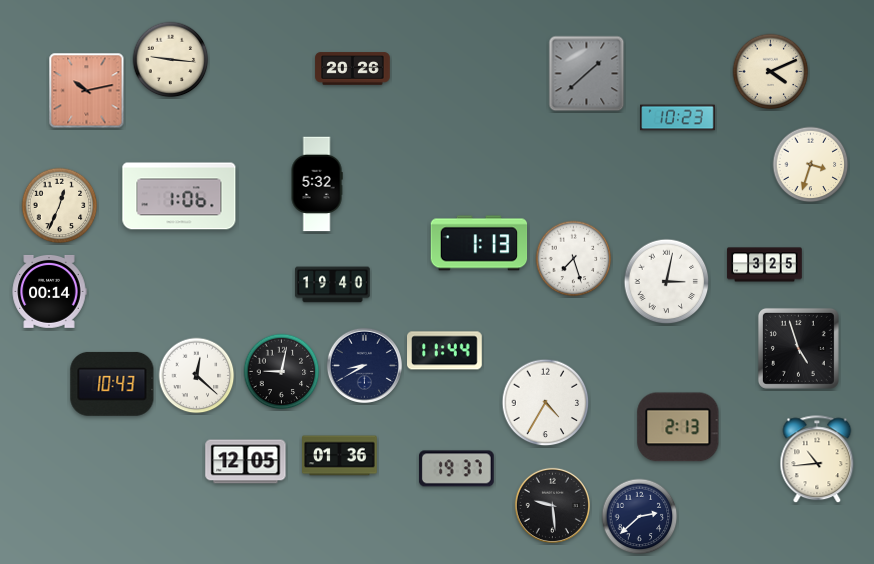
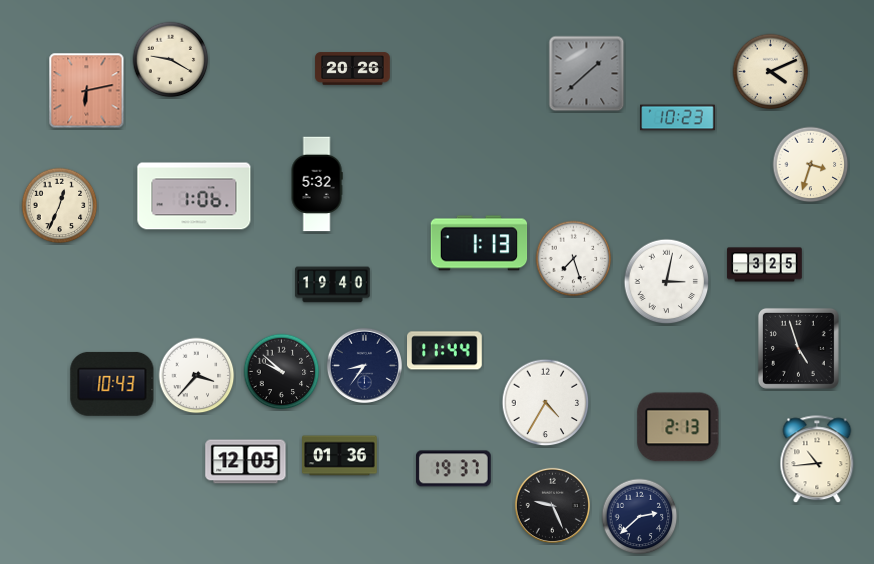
clock at (171, 60): 9:16 -> 9:20
clock at (87, 91): 10:13 -> 6:13
clock at (179, 196) position: (179, 196) -> (194, 196)
clock at (49, 291): 00:14 -> none
clock at (364, 365): 8:40 -> 8:36
clock at (282, 372): 9:02 -> 9:52
clock at (197, 376): 12:22 -> 3:37
clock at (457, 469) position: (457, 469) -> (454, 469)
clock at (552, 505): 9:29 -> 9:26
